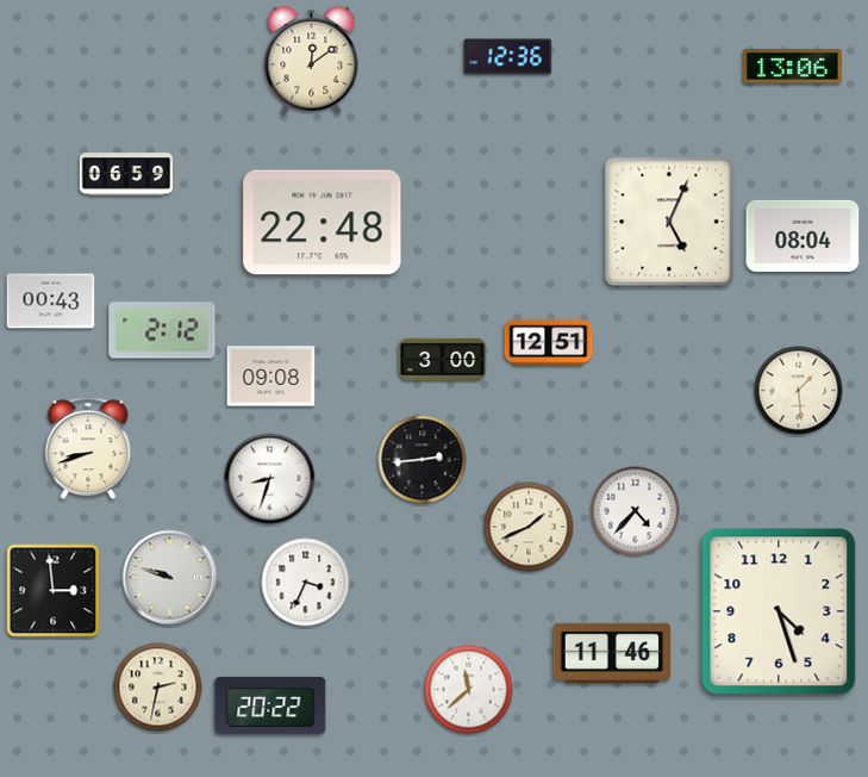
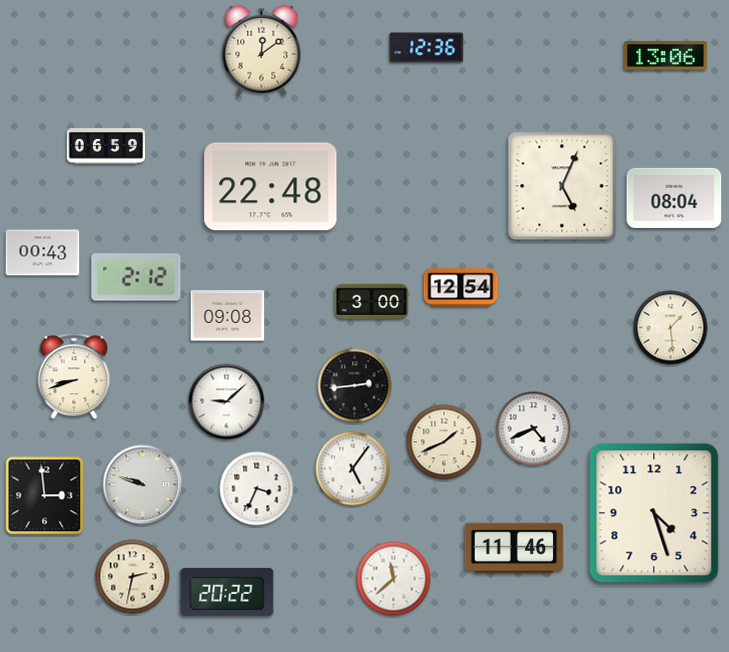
clock at (549, 343): 12:51 -> 12:54
clock at (270, 479): 8:33 -> 9:08
clock at (636, 511): 4:37 -> 4:41
clock at (353, 469): none -> 5:06
